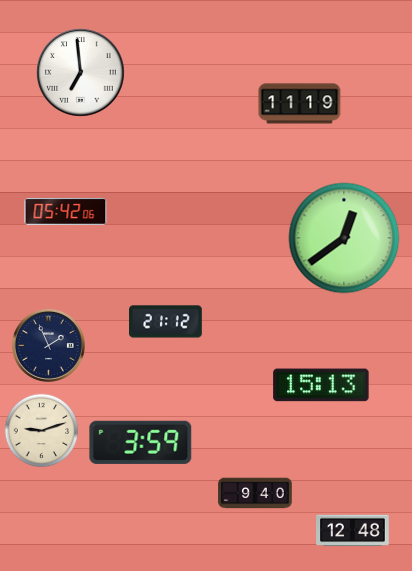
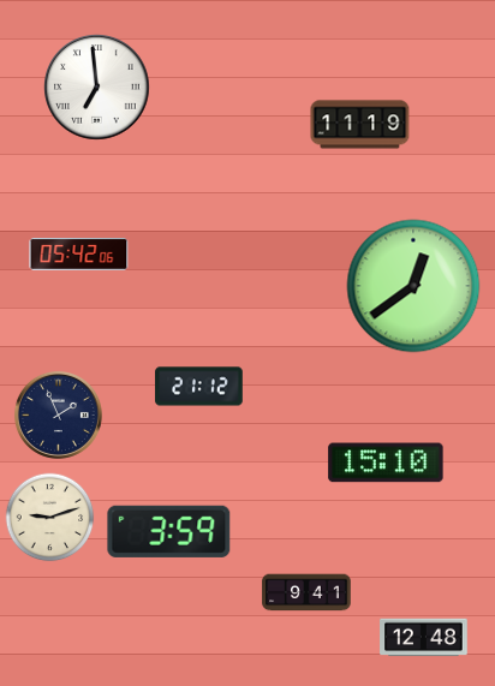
clock at (321, 385): 15:13 -> 15:10
clock at (255, 493): 9:40 -> 9:41
